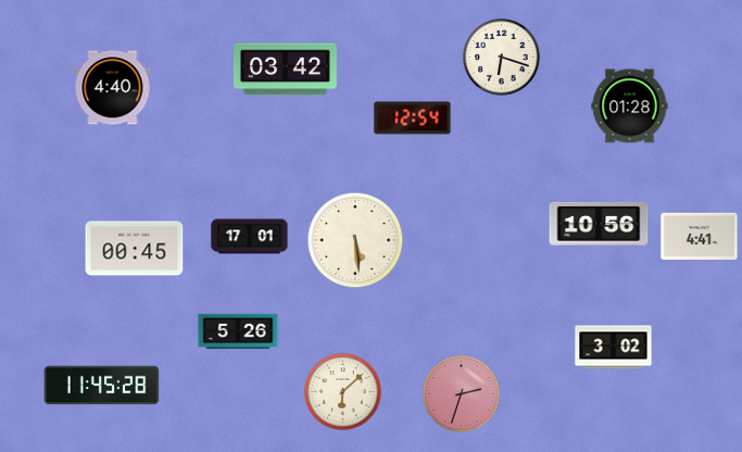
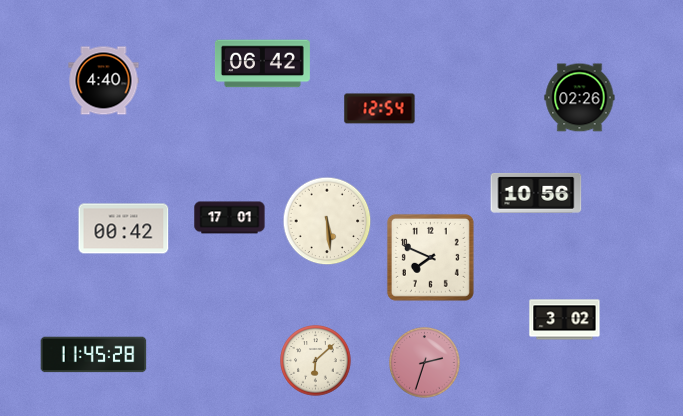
clock at (502, 58): 6:18 -> none
clock at (285, 70): 03:42 -> 06:42
clock at (630, 106): 01:28 -> 02:26
clock at (599, 224) position: (599, 224) -> (536, 193)
clock at (700, 237): 4:41 -> none
clock at (135, 249): 00:45 -> 00:42
clock at (430, 257): none -> 7:49
clock at (238, 331): 5:26 -> none
